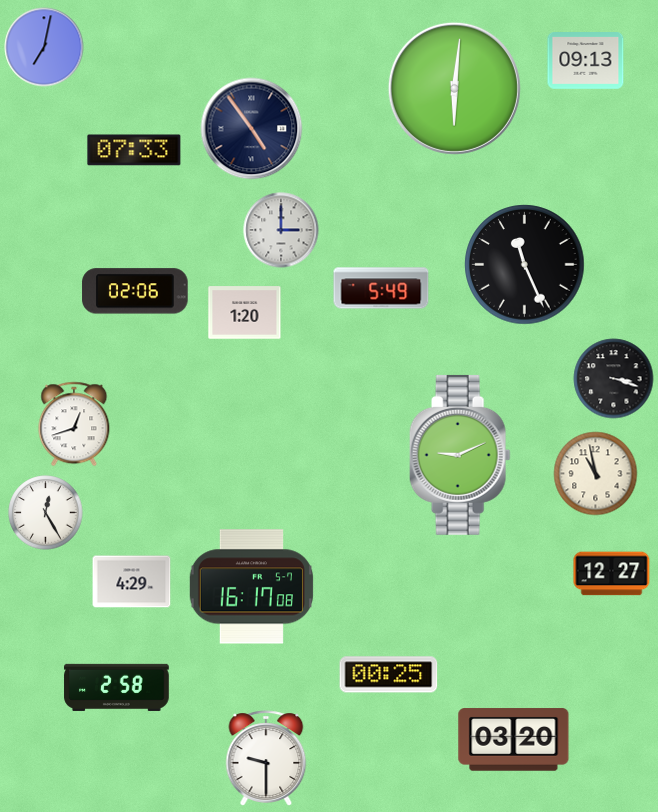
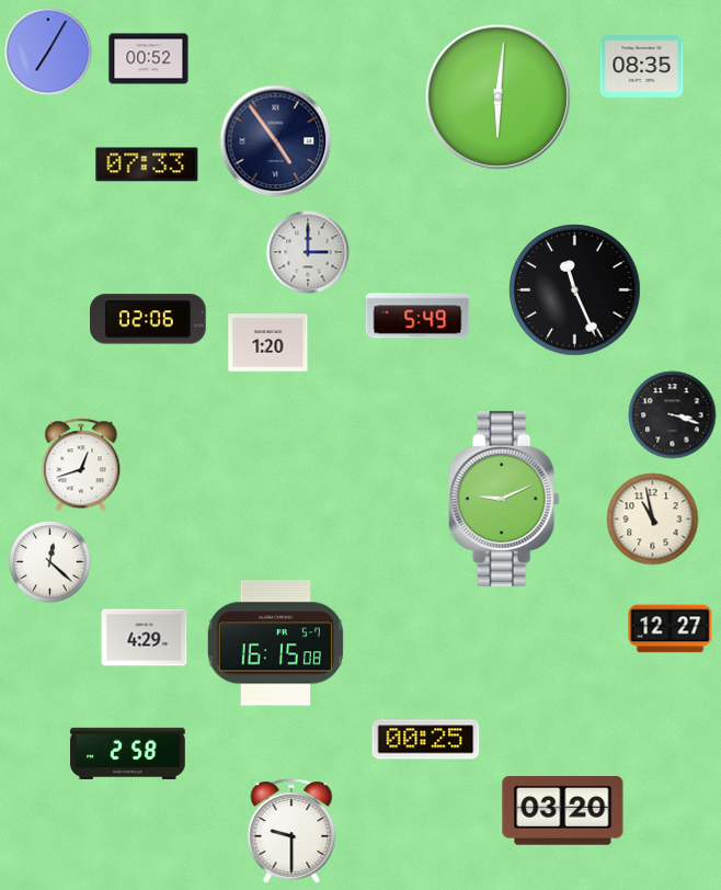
clock at (44, 47): 7:02 -> 7:05
clock at (149, 59): none -> 00:52
clock at (586, 61): 09:13 -> 08:35
clock at (46, 513): 12:25 -> 12:22
clock at (251, 587): 16:17 -> 16:15
